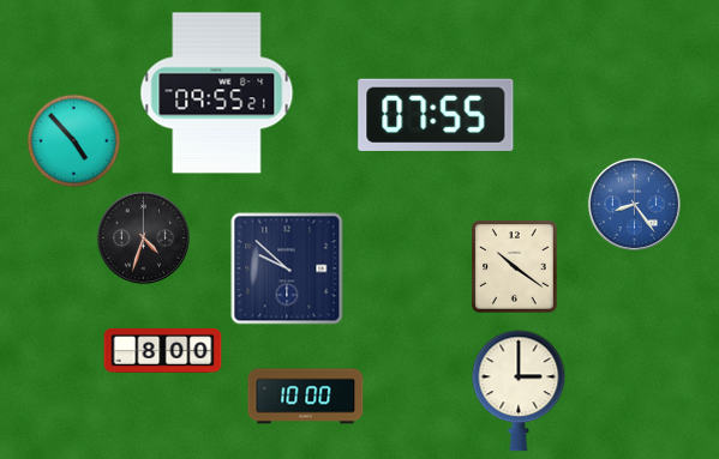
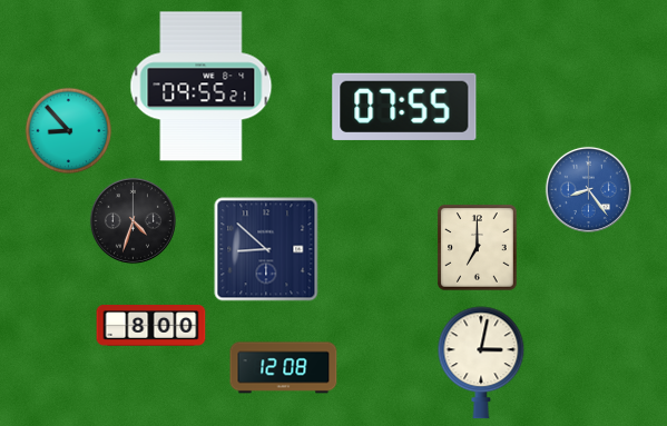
clock at (73, 140): 4:53 -> 8:53
clock at (515, 267): 10:21 -> 7:00
clock at (287, 268): 9:52 -> 8:52
clock at (519, 391): 3:00 -> 3:02
clock at (306, 397): 10:00 -> 12:08
